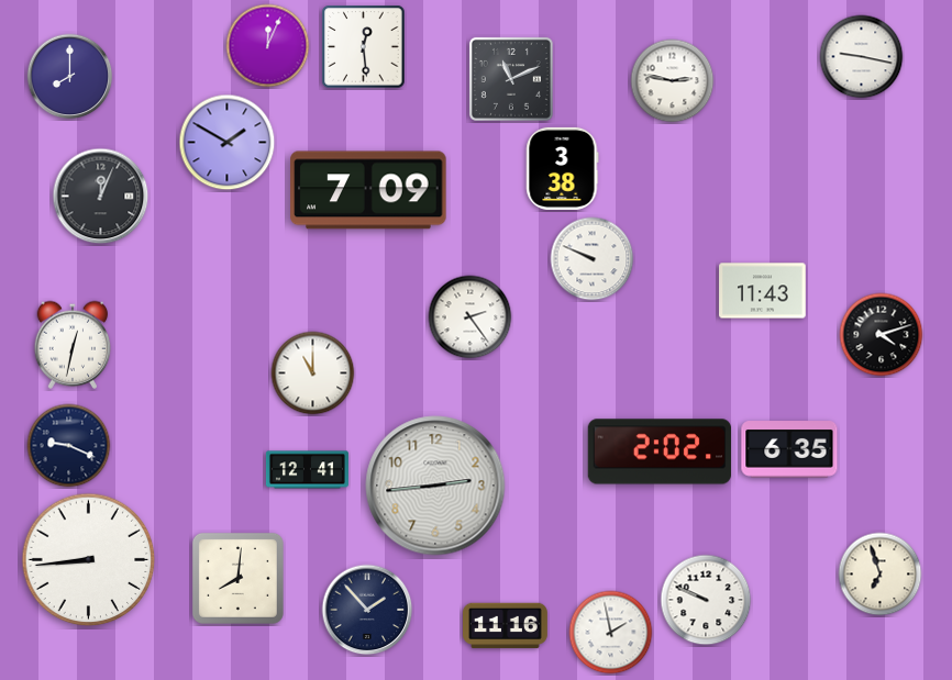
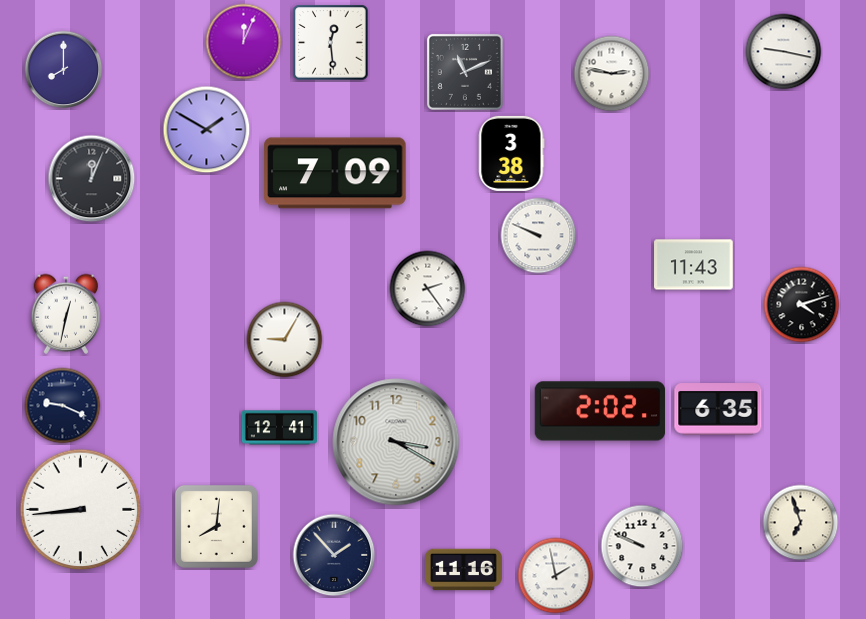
clock at (313, 374): 11:00 -> 9:05
clock at (435, 486): 2:44 -> 3:20
clock at (506, 626) position: (506, 626) -> (464, 570)
